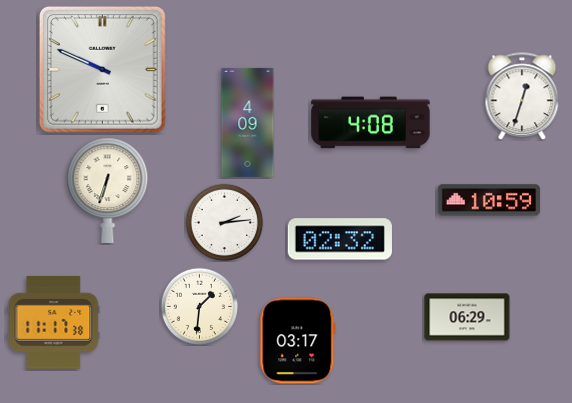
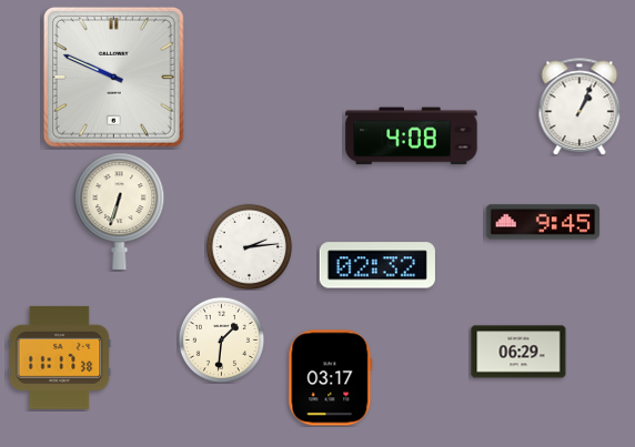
clock at (522, 96): 12:33 -> 1:04
clock at (248, 122): 4:09 -> none
clock at (489, 200): 10:59 -> 9:45
